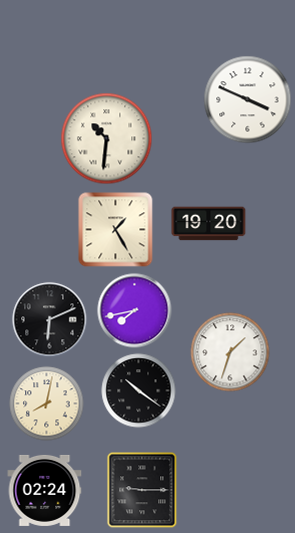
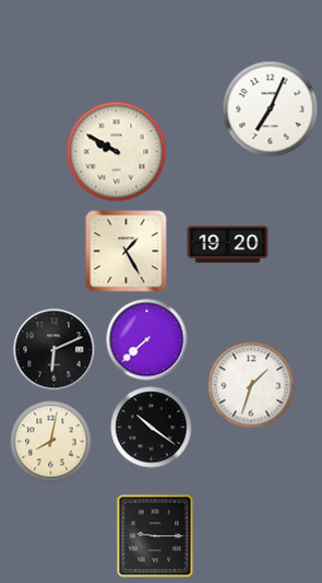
clock at (248, 100): 3:49 -> 7:04
clock at (107, 139): 10:31 -> 9:50
clock at (135, 311): 7:43 -> 7:38
clock at (45, 490): 02:24 -> none
